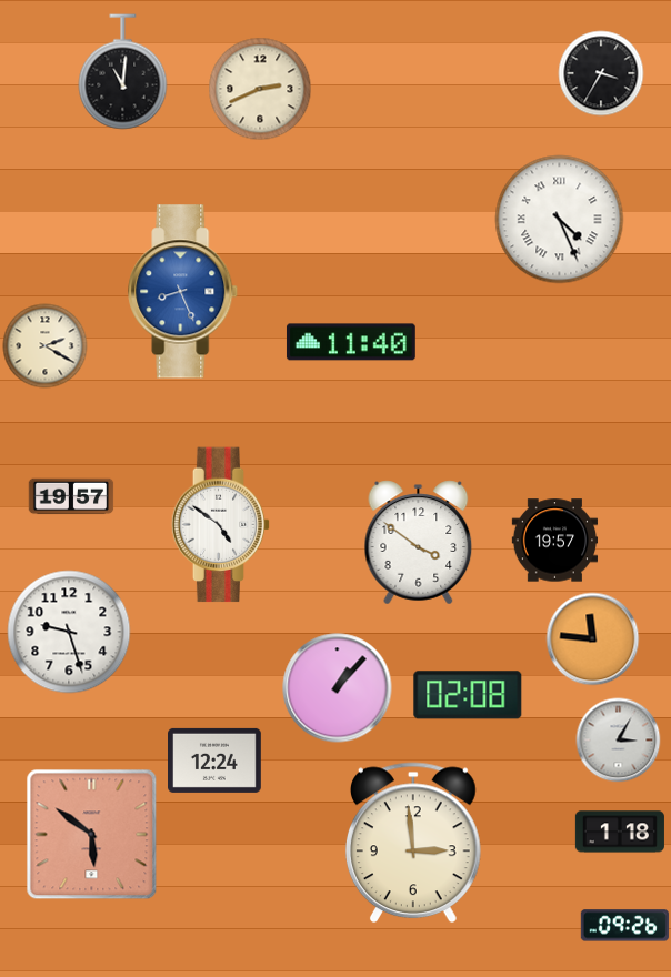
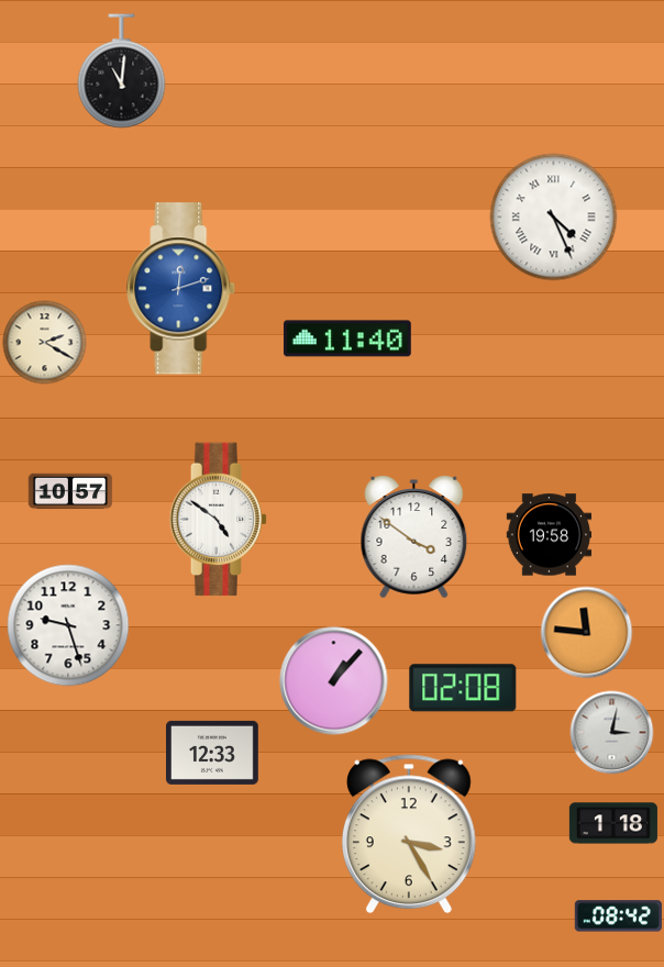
clock at (601, 73): 3:35 -> none
clock at (260, 89): 2:41 -> none
clock at (183, 292): 8:26 -> 12:12
clock at (71, 496): 19:57 -> 10:57
clock at (555, 541): 19:57 -> 19:58
clock at (619, 741): 3:05 -> 3:02
clock at (216, 761): 12:24 -> 12:33
clock at (92, 835): 5:51 -> none
clock at (413, 843): 2:59 -> 3:25
clock at (624, 926): 09:26 -> 08:42
